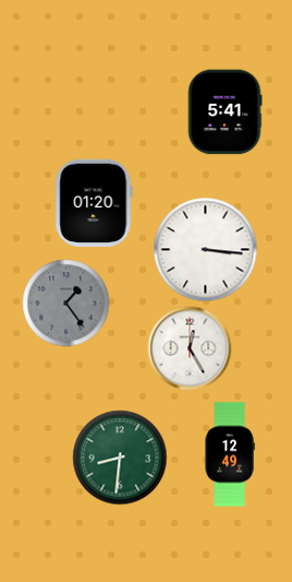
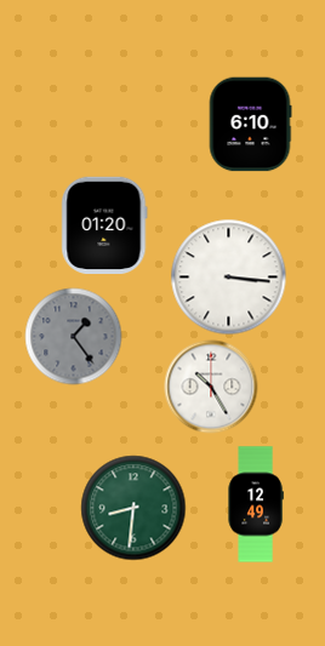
clock at (224, 112): 5:41 -> 6:10
clock at (190, 348): 12:25 -> 10:25
